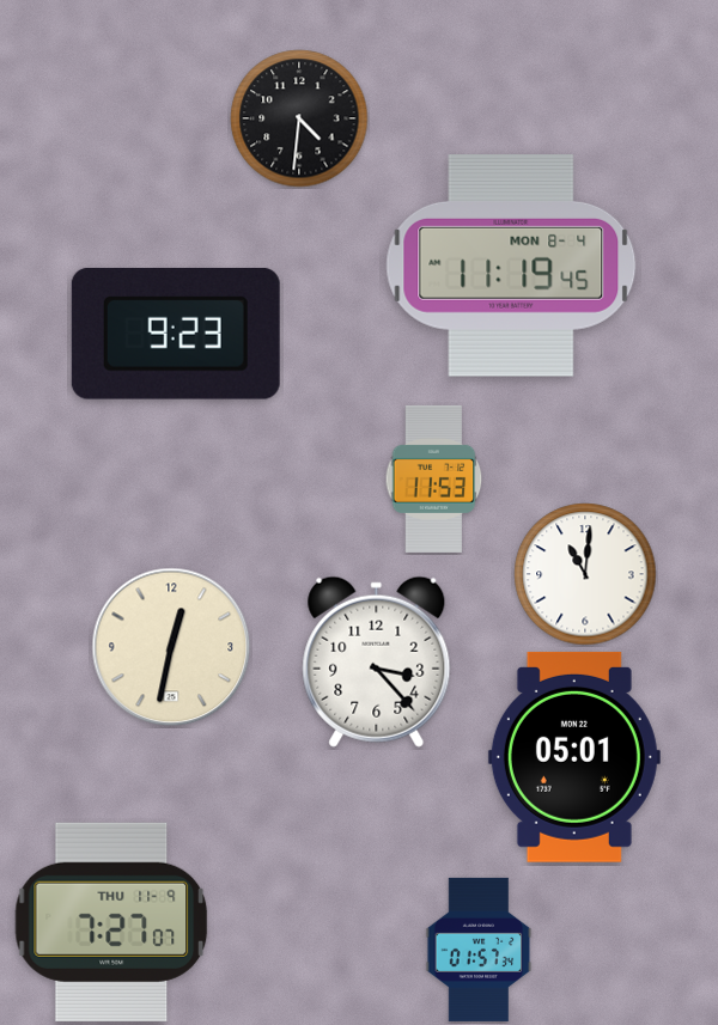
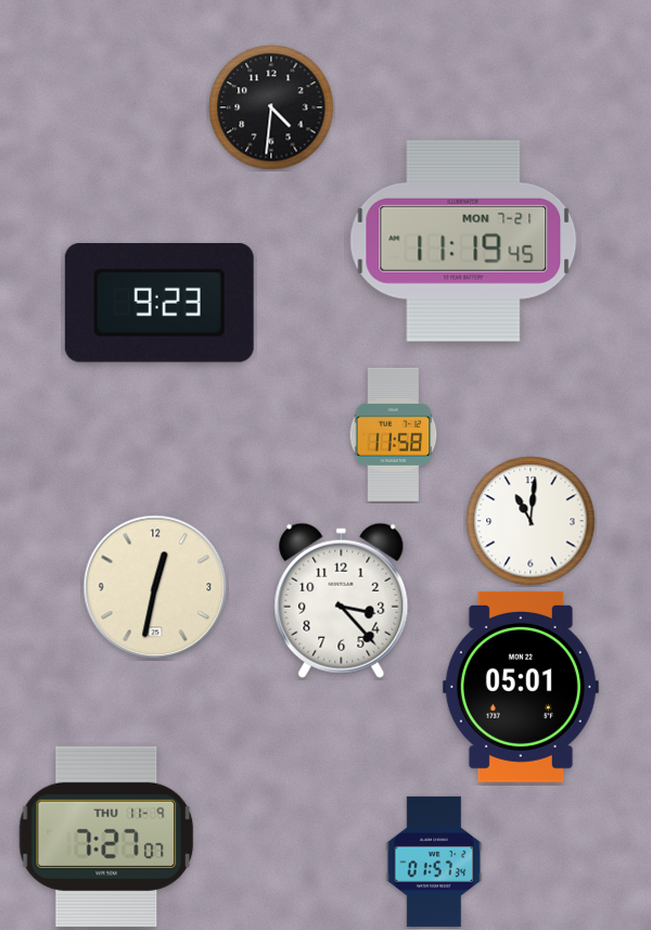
clock at (511, 266) date: MON 8-4 -> MON 7-21
clock at (434, 478): 11:53 -> 11:58
clock at (111, 922) position: (111, 922) -> (106, 837)
